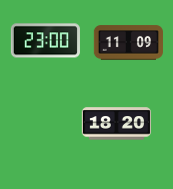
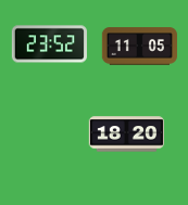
clock at (45, 41): 23:00 -> 23:52
clock at (128, 43): 11:09 -> 11:05
